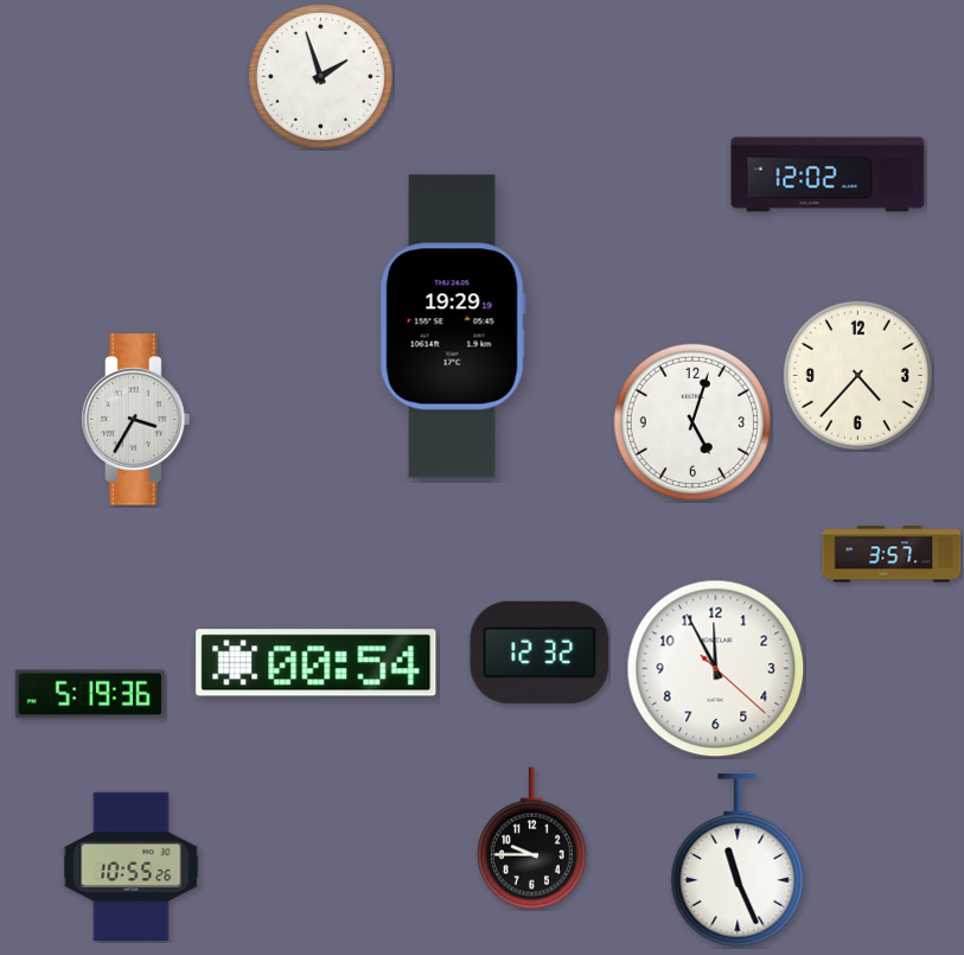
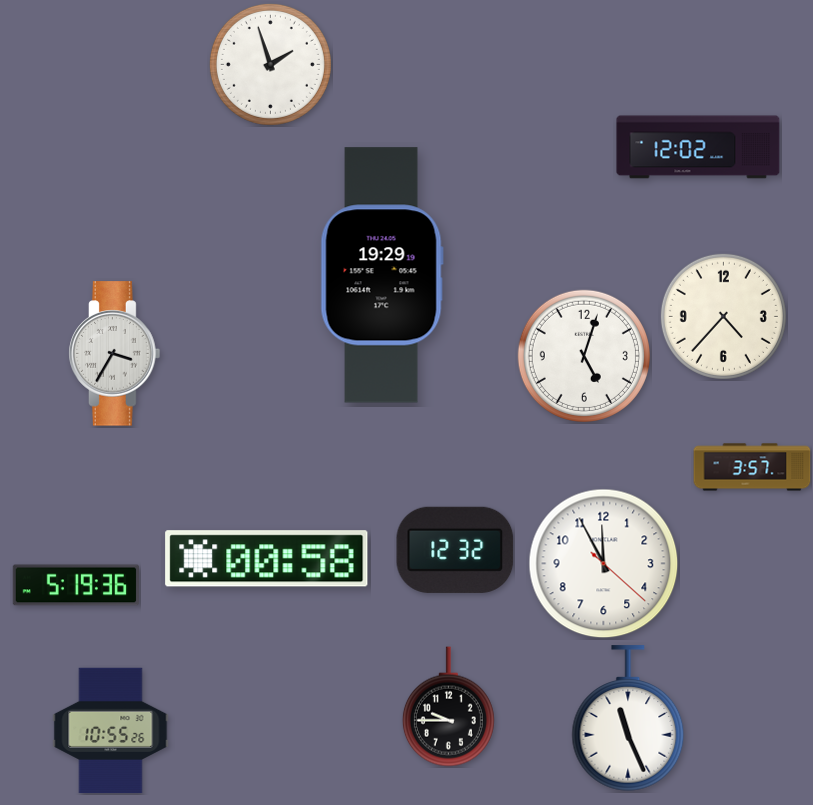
clock at (317, 663): 00:54 -> 00:58
clock at (738, 860) position: (738, 860) -> (628, 718)
